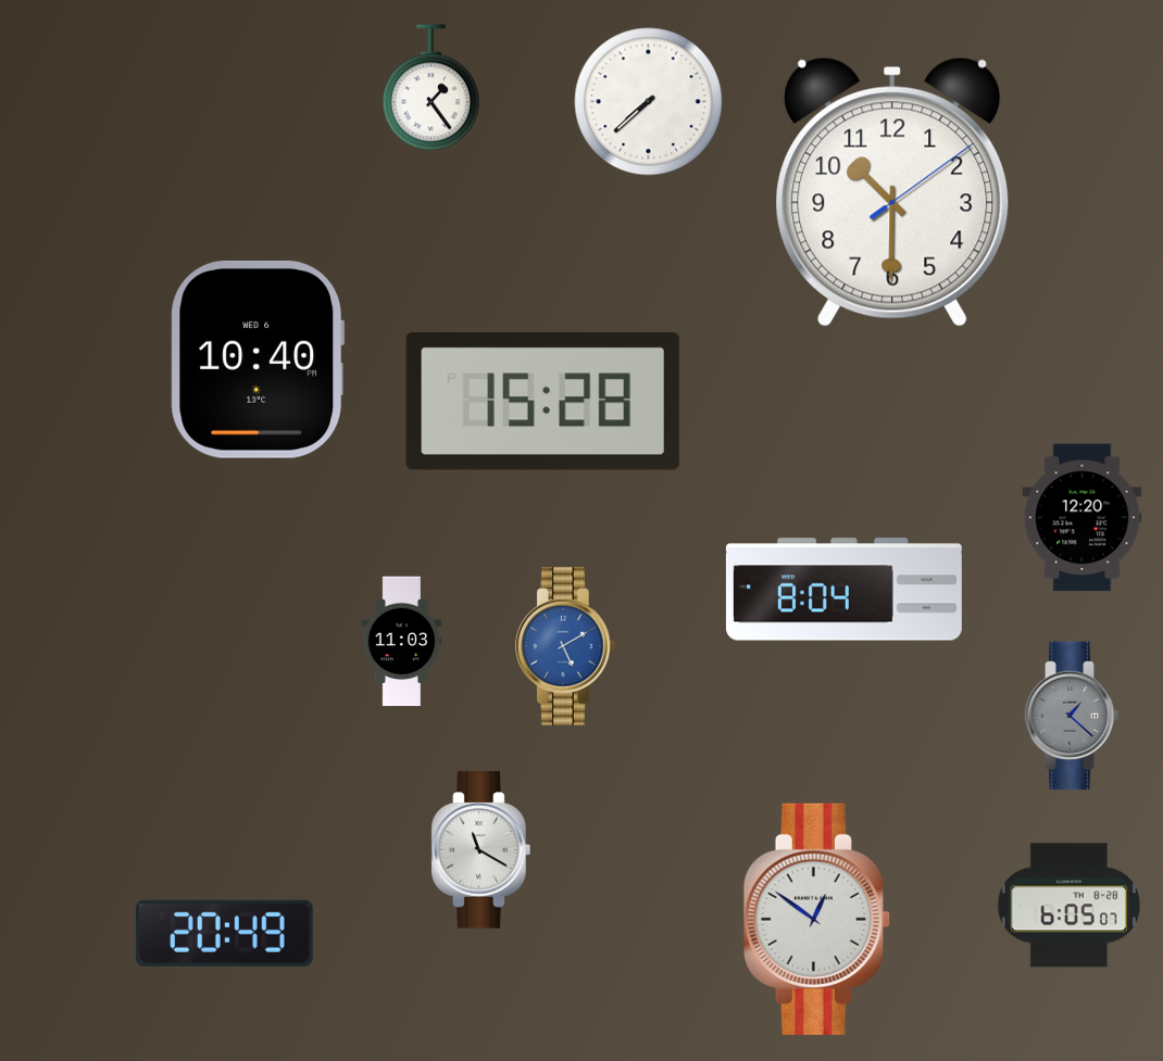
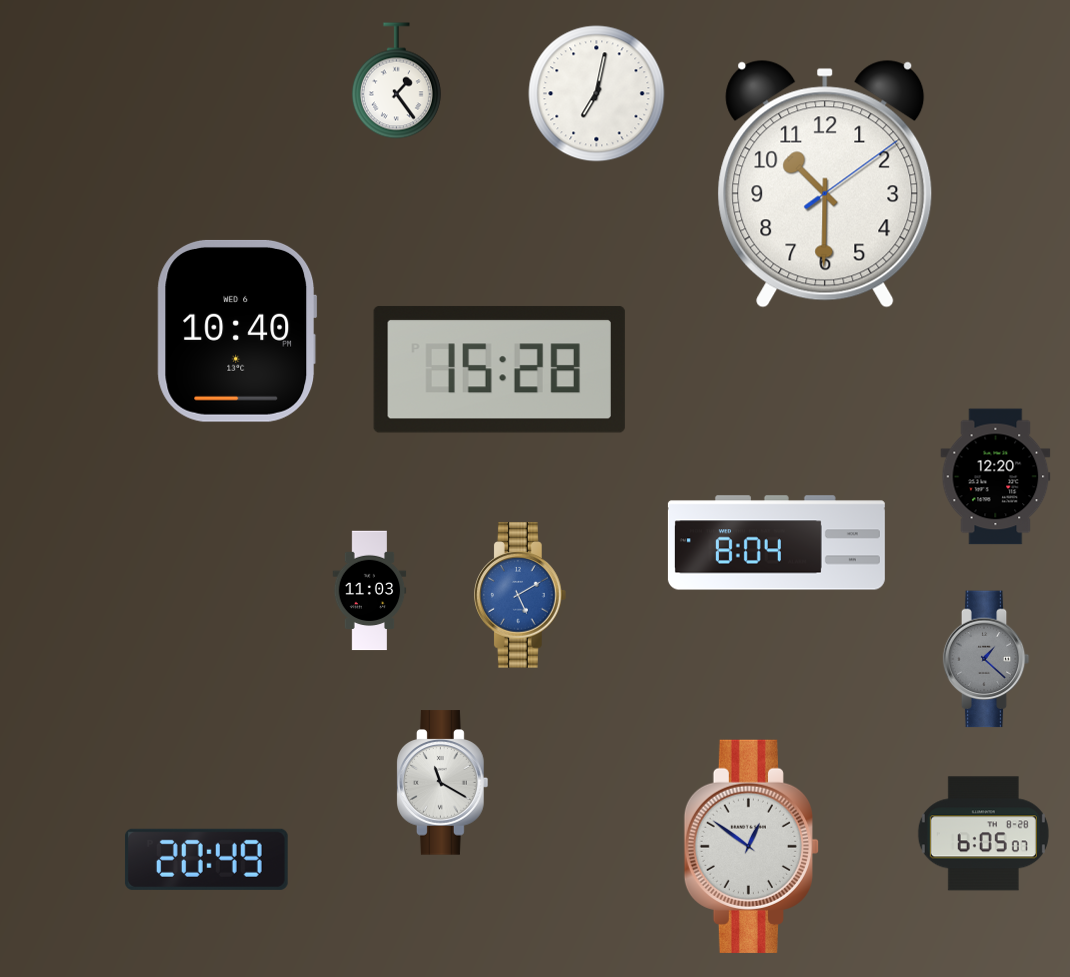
clock at (649, 102): 7:38 -> 7:02
clock at (892, 192) position: (892, 192) -> (825, 184)
